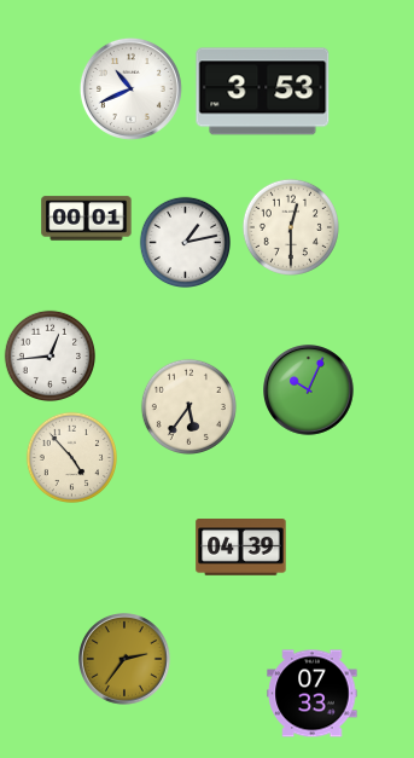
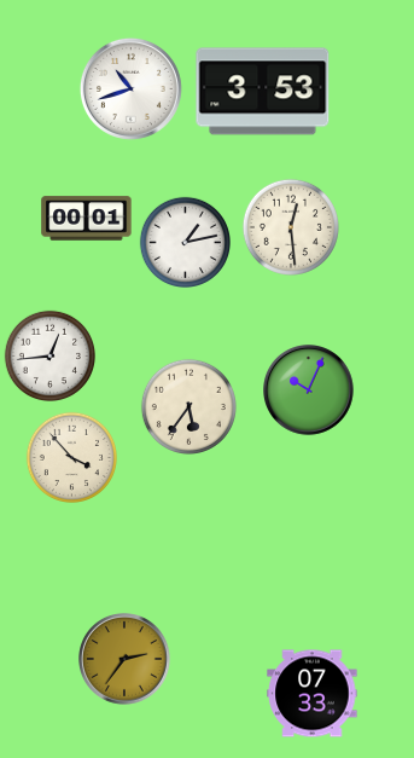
clock at (130, 88): 10:41 -> 10:42
clock at (291, 227): 12:30 -> 12:29
clock at (71, 457): 4:53 -> 3:53
clock at (241, 548): 04:39 -> none
